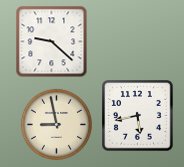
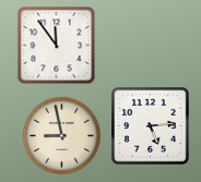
clock at (52, 42): 9:22 -> 11:54
clock at (138, 116): 5:43 -> 5:14
